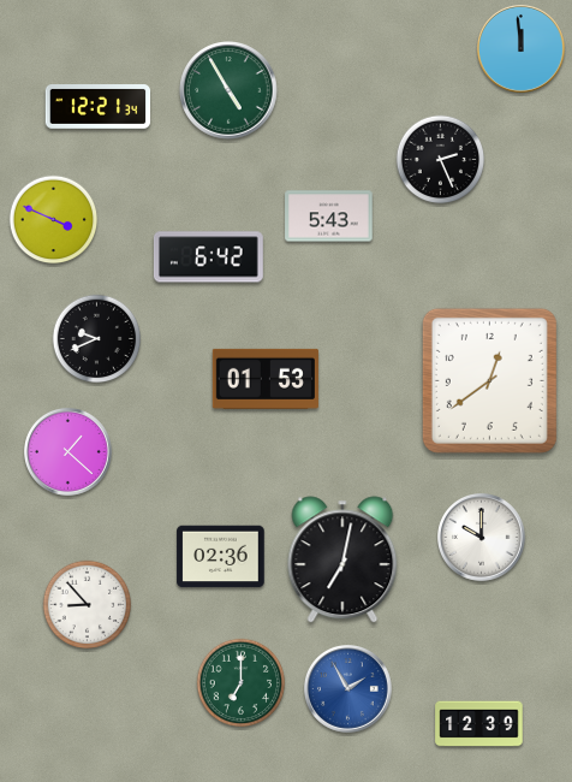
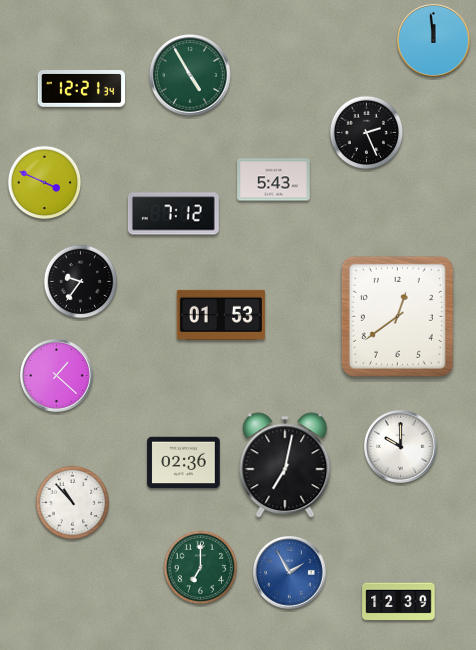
clock at (208, 257): 6:42 -> 7:12
clock at (97, 339): 9:41 -> 9:36
clock at (489, 380) position: (489, 380) -> (397, 316)
clock at (88, 605): 8:53 -> 10:53
